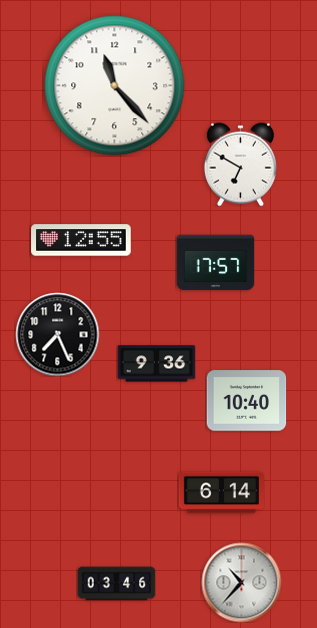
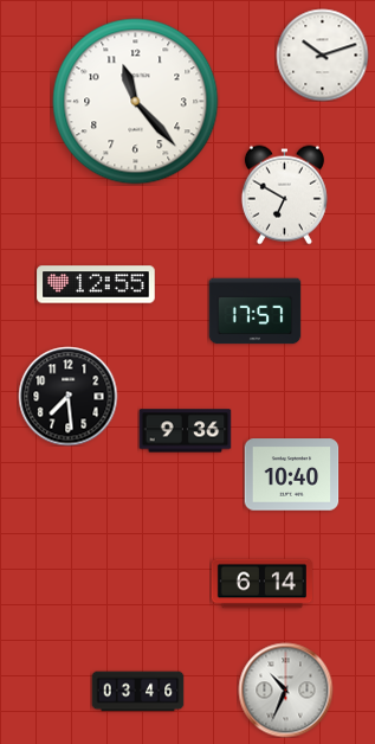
clock at (322, 54): none -> 10:12
clock at (57, 334): 7:26 -> 7:29
clock at (241, 582): 10:37 -> 10:34
